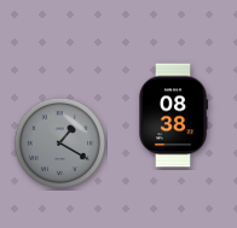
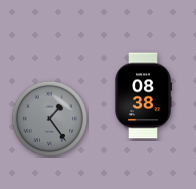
clock at (59, 142): 1:20 -> 1:24
